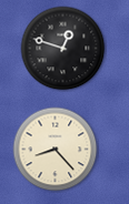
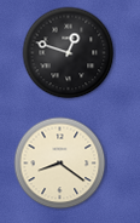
clock at (56, 150): 8:23 -> 8:21
